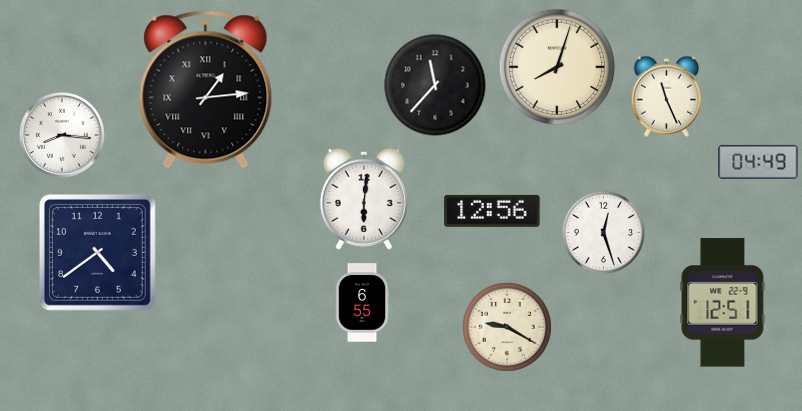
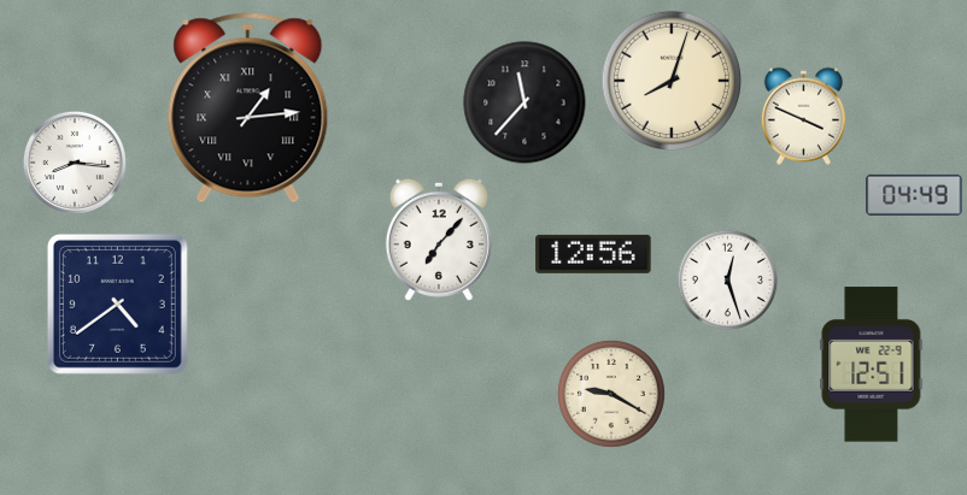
clock at (666, 96): 11:26 -> 3:49
clock at (364, 199): 6:01 -> 7:07
clock at (362, 303): 6:55 -> none
